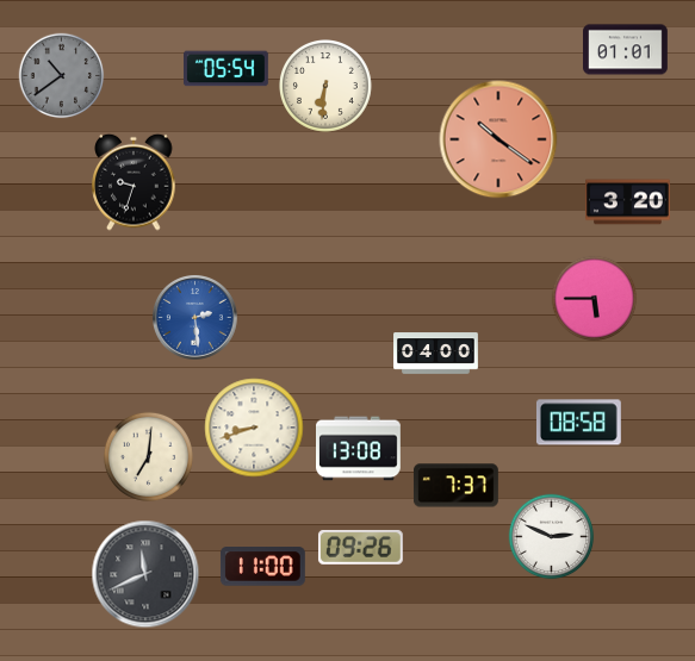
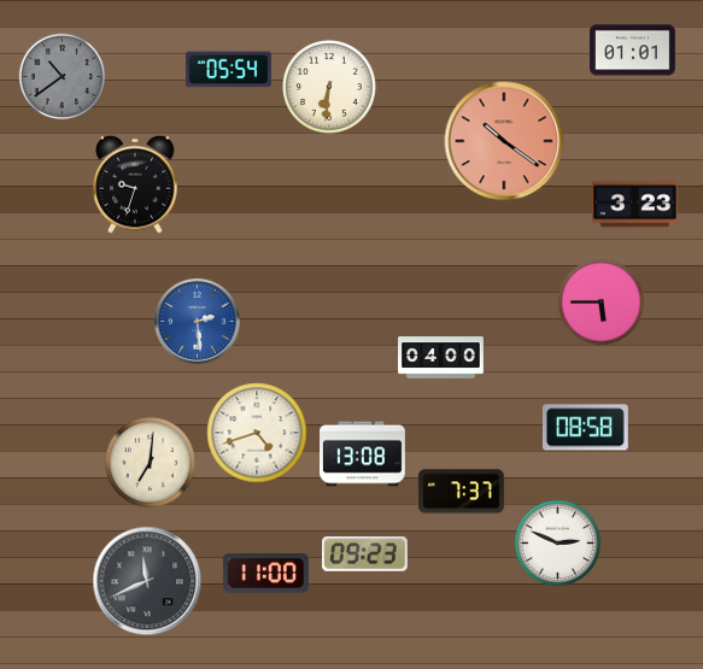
clock at (628, 202): 3:20 -> 3:23
clock at (254, 428): 8:42 -> 4:42
clock at (360, 547): 09:26 -> 09:23
